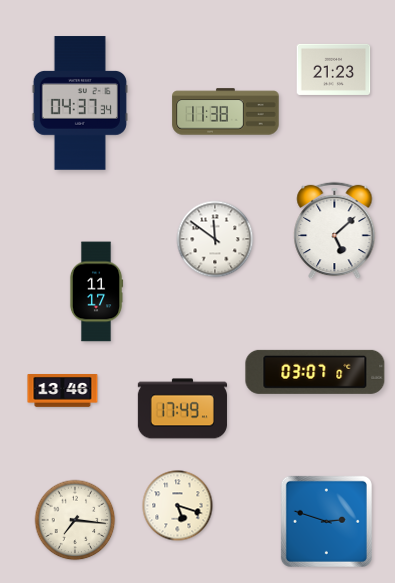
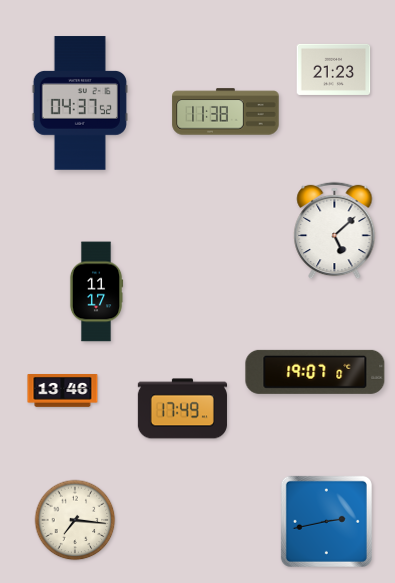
clock at (80, 103): 04:37:34 -> 04:37:52
clock at (215, 239): 11:51 -> none
clock at (315, 372): 03:07 -> 19:07
clock at (178, 506): 5:18 -> none
clock at (326, 521): 2:48 -> 2:43
